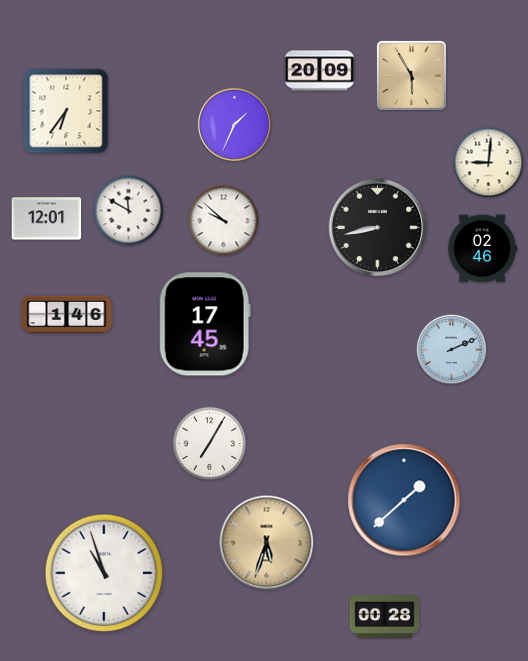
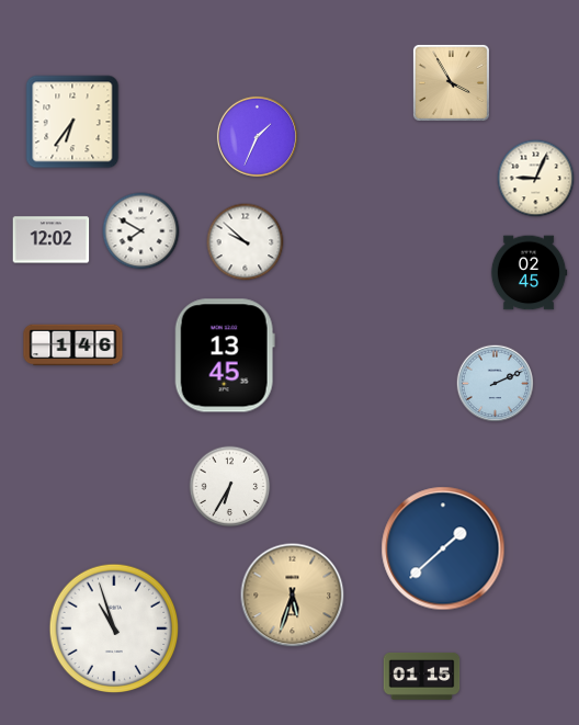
clock at (320, 71): 20:09 -> none
clock at (411, 75): 5:55 -> 3:55
clock at (489, 163): 9:01 -> 9:04
clock at (129, 211): 11:50 -> 7:50
clock at (47, 219): 12:01 -> 12:02
clock at (378, 228): 8:43 -> none
clock at (482, 249): 02:46 -> 02:45
clock at (205, 324): 17:45 -> 13:45
clock at (210, 444): 7:05 -> 6:35
clock at (385, 616): 00:28 -> 01:15
